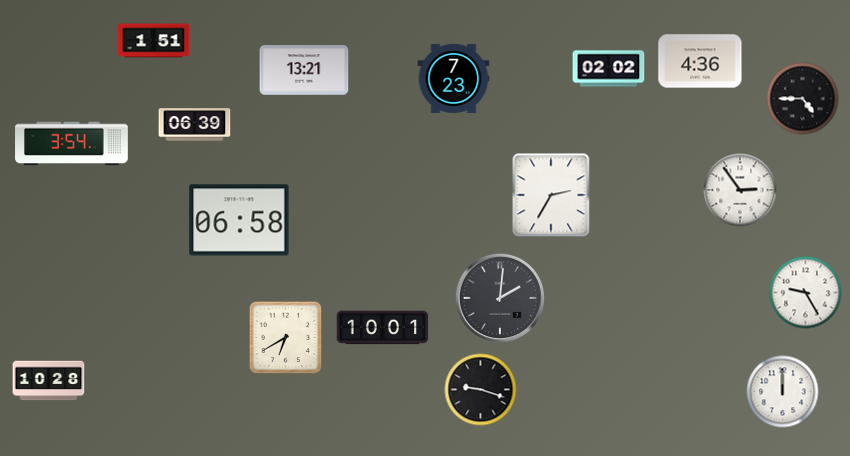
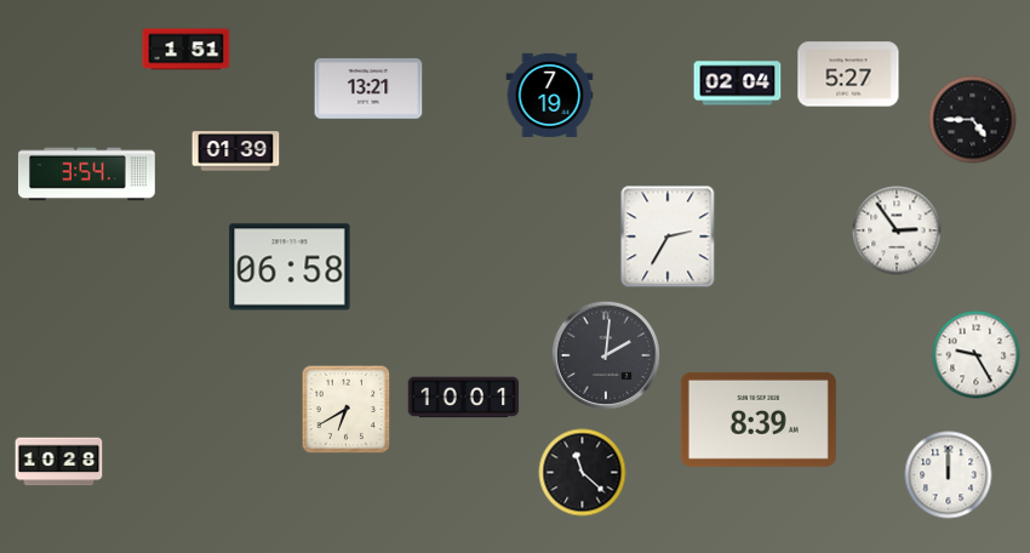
clock at (700, 61): 4:36 -> 5:27
clock at (609, 69): 02:02 -> 02:04
clock at (304, 70) position: (304, 70) -> (368, 89)
clock at (454, 78): 7:23 -> 7:19
clock at (195, 125): 06:39 -> 01:39
clock at (500, 298) position: (500, 298) -> (606, 355)
clock at (759, 420): none -> 8:39
clock at (481, 390): 9:18 -> 11:22
